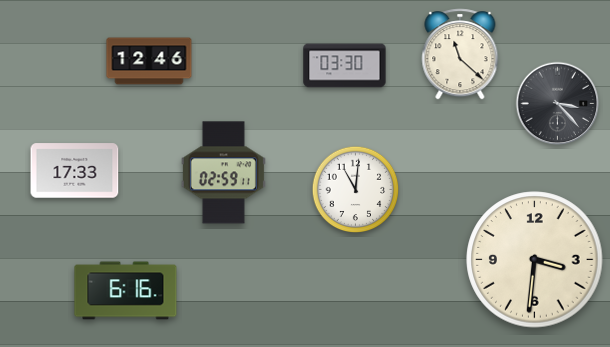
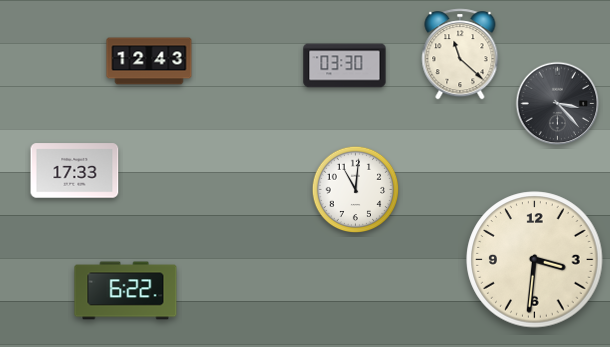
clock at (149, 61): 12:46 -> 12:43
clock at (223, 173): 02:59 -> none
clock at (126, 291): 6:16 -> 6:22
